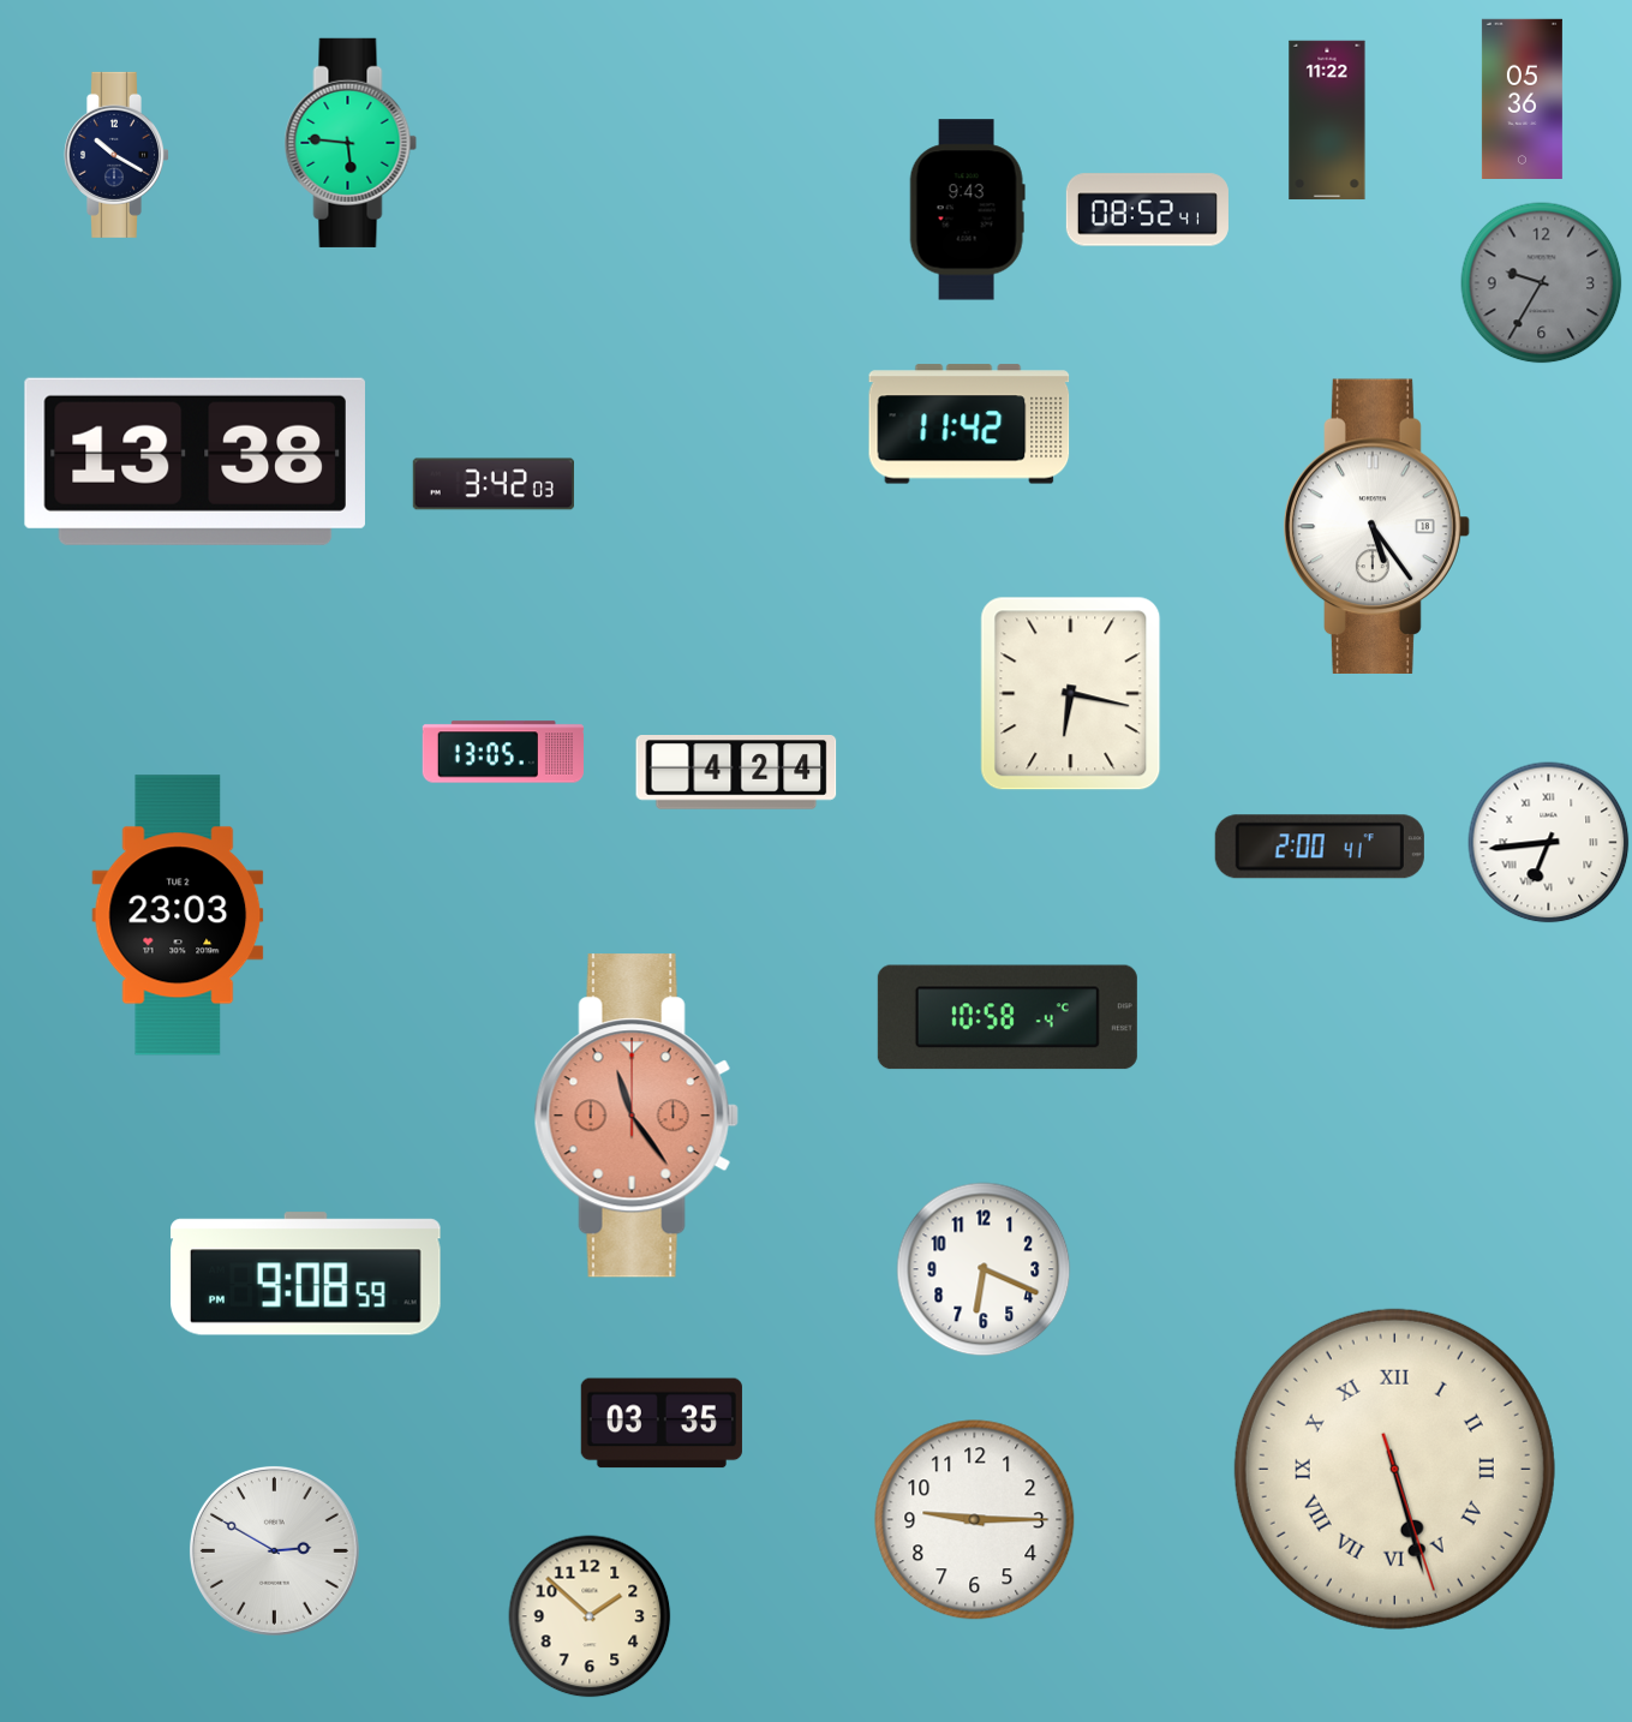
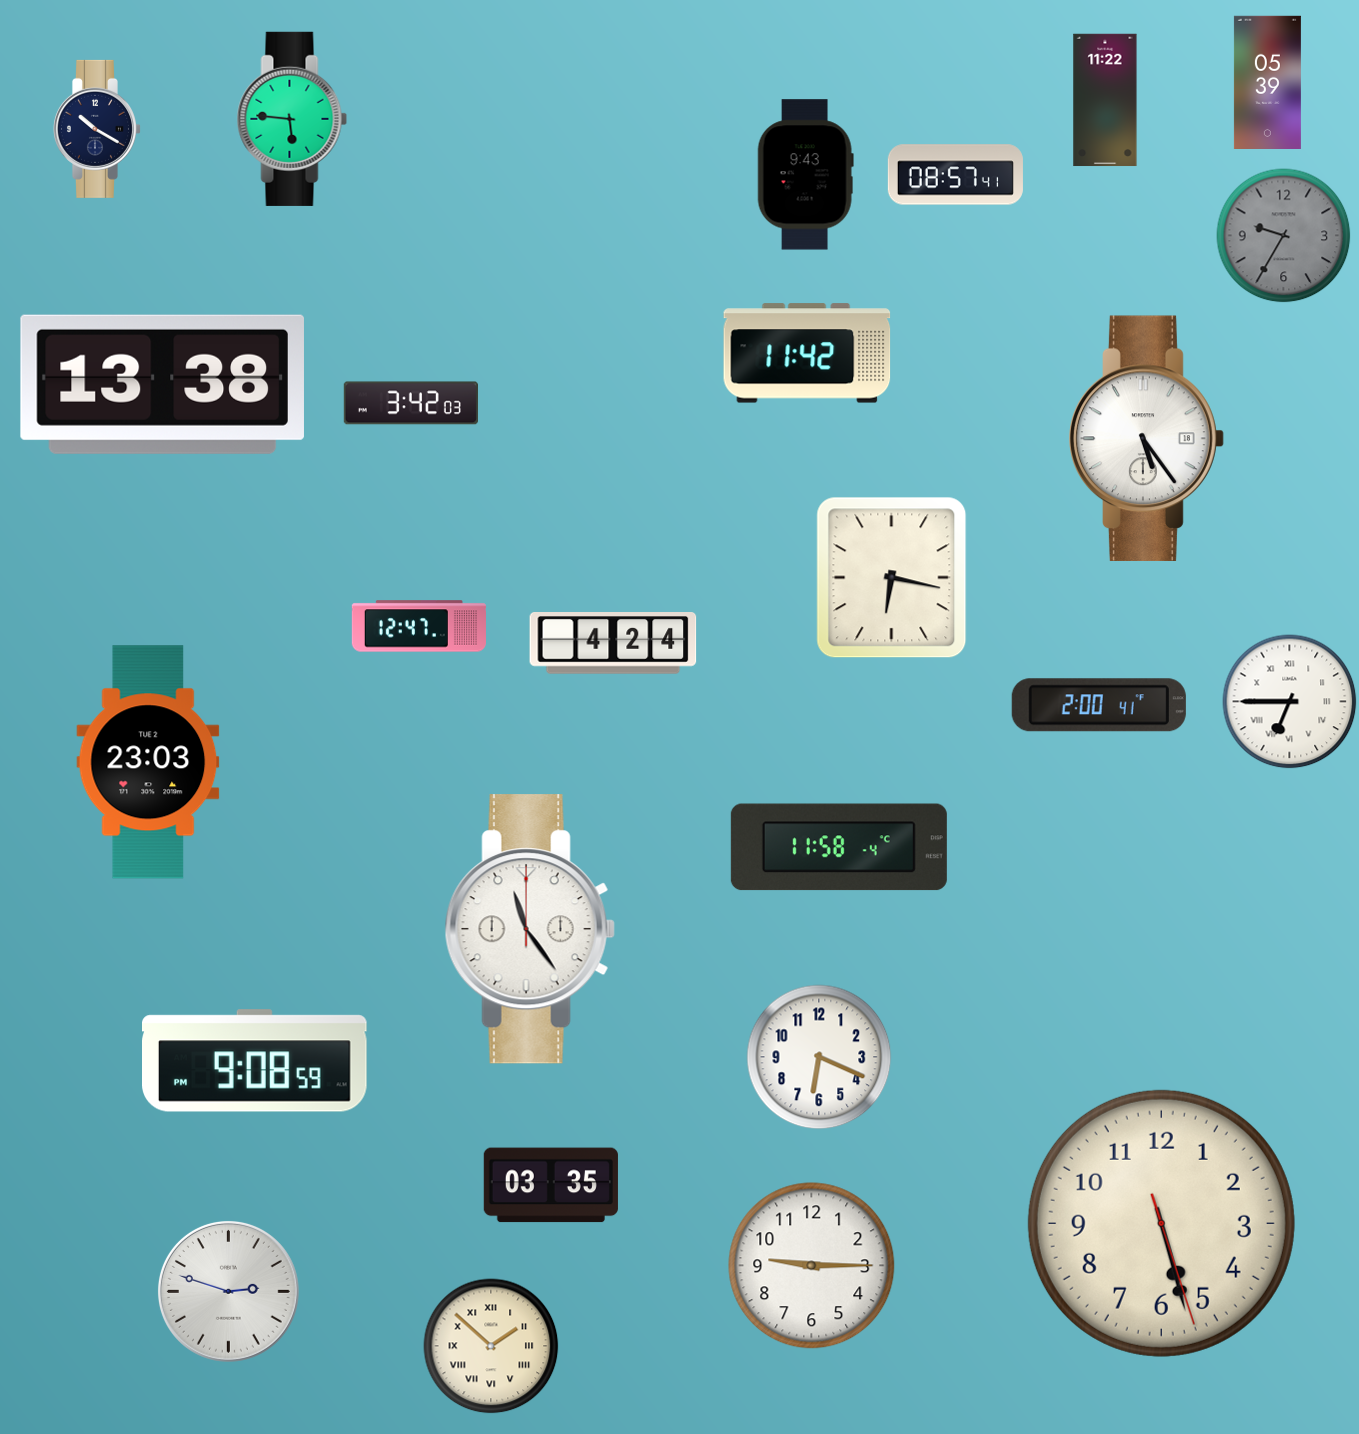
clock at (1522, 98): 05:36 -> 05:39
clock at (1147, 210): 08:52 -> 08:57
clock at (503, 752): 13:05 -> 12:47
clock at (1549, 843): 6:44 -> 6:45
clock at (1008, 1017): 10:58 -> 11:58
clock at (636, 1116) dial: salmon -> white
clock at (1394, 1469) numerals: Roman -> Arabic
clock at (274, 1550): 2:50 -> 2:48
clock at (590, 1616) numerals: Arabic -> Roman
